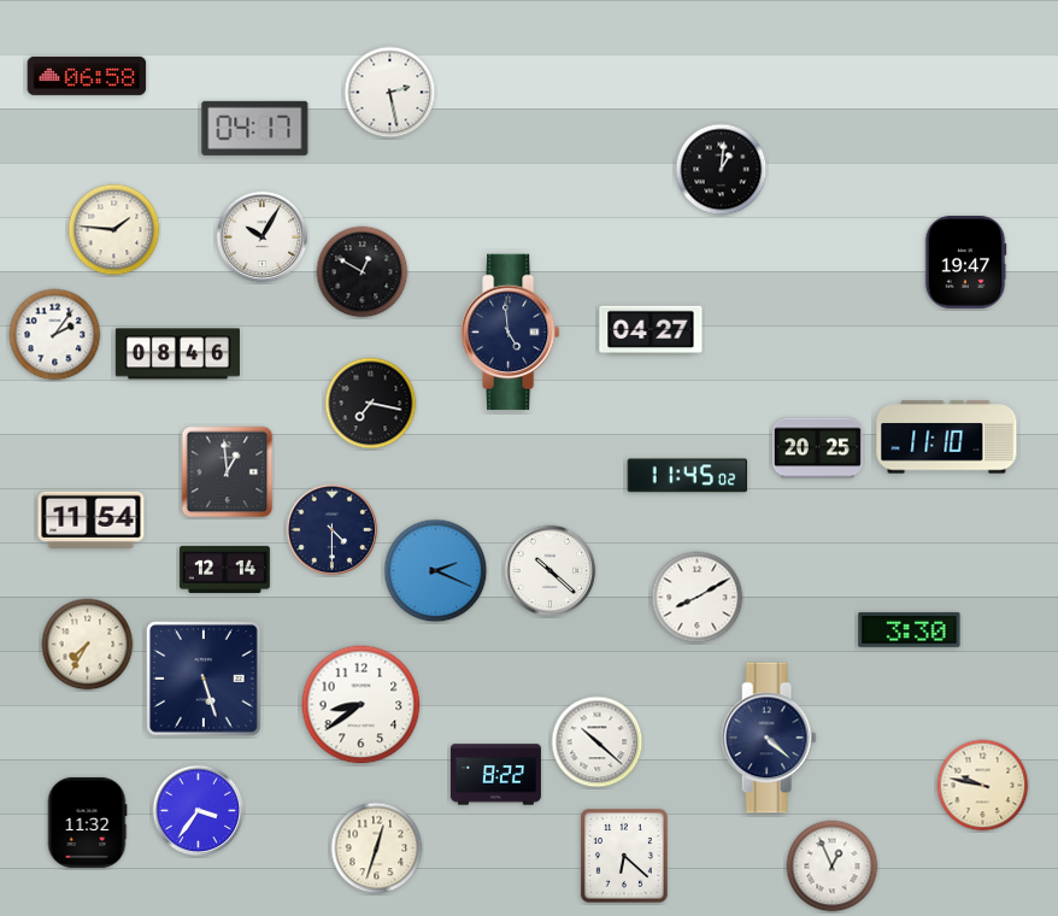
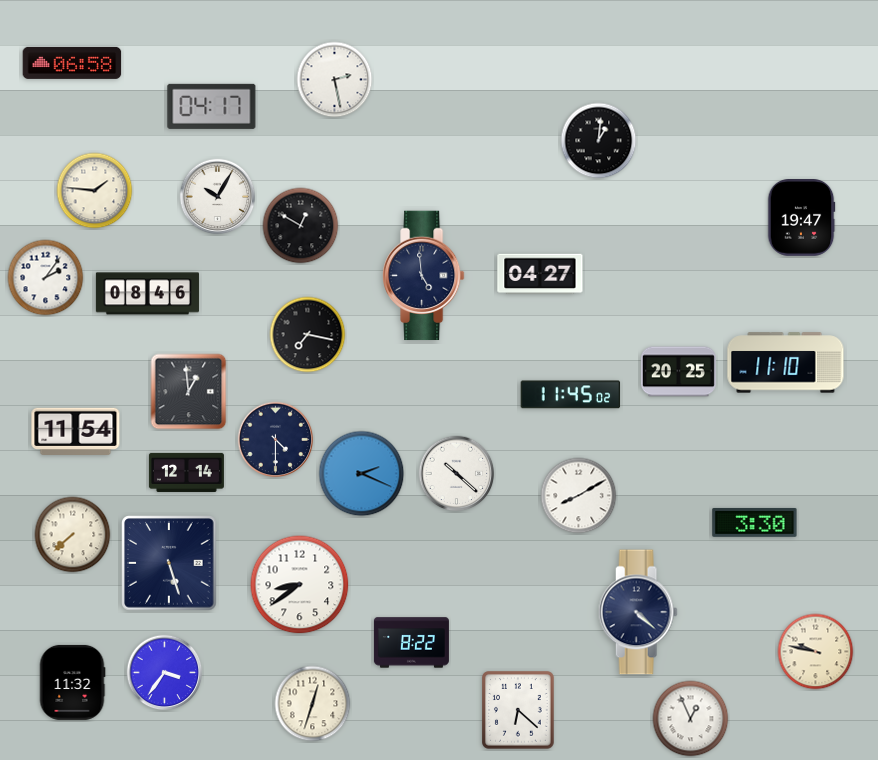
clock at (390, 93) position: (390, 93) -> (335, 80)
clock at (88, 645): 7:35 -> 7:38
clock at (598, 742): 10:22 -> none
